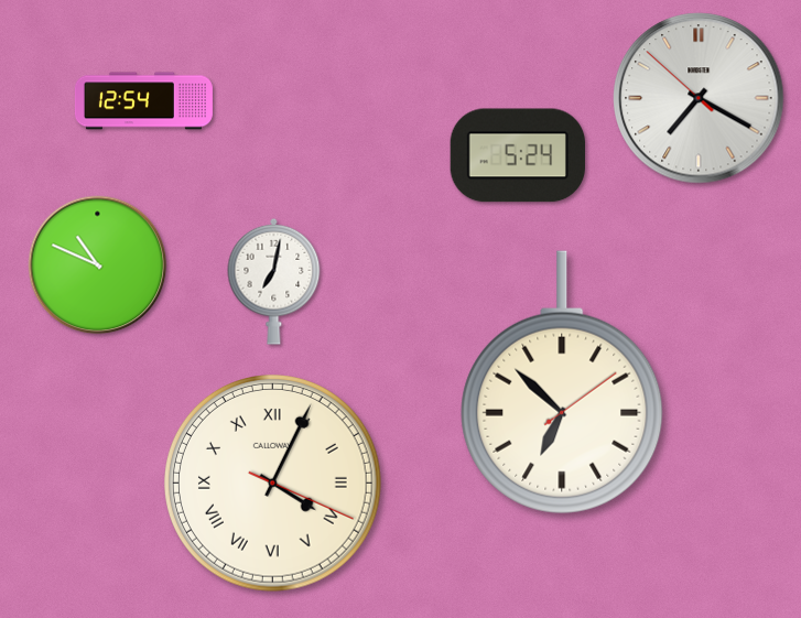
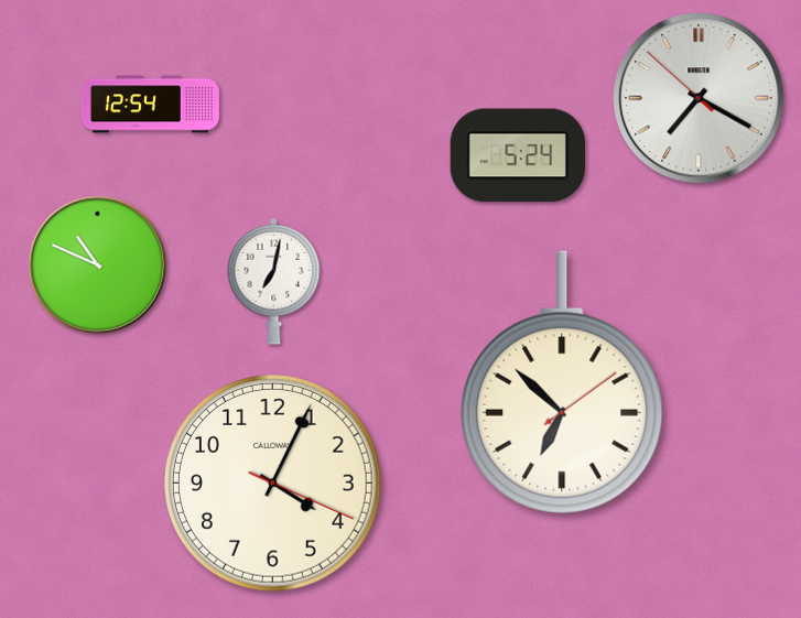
clock at (143, 101) position: (143, 101) -> (150, 105)
clock at (273, 484) numerals: Roman -> Arabic
